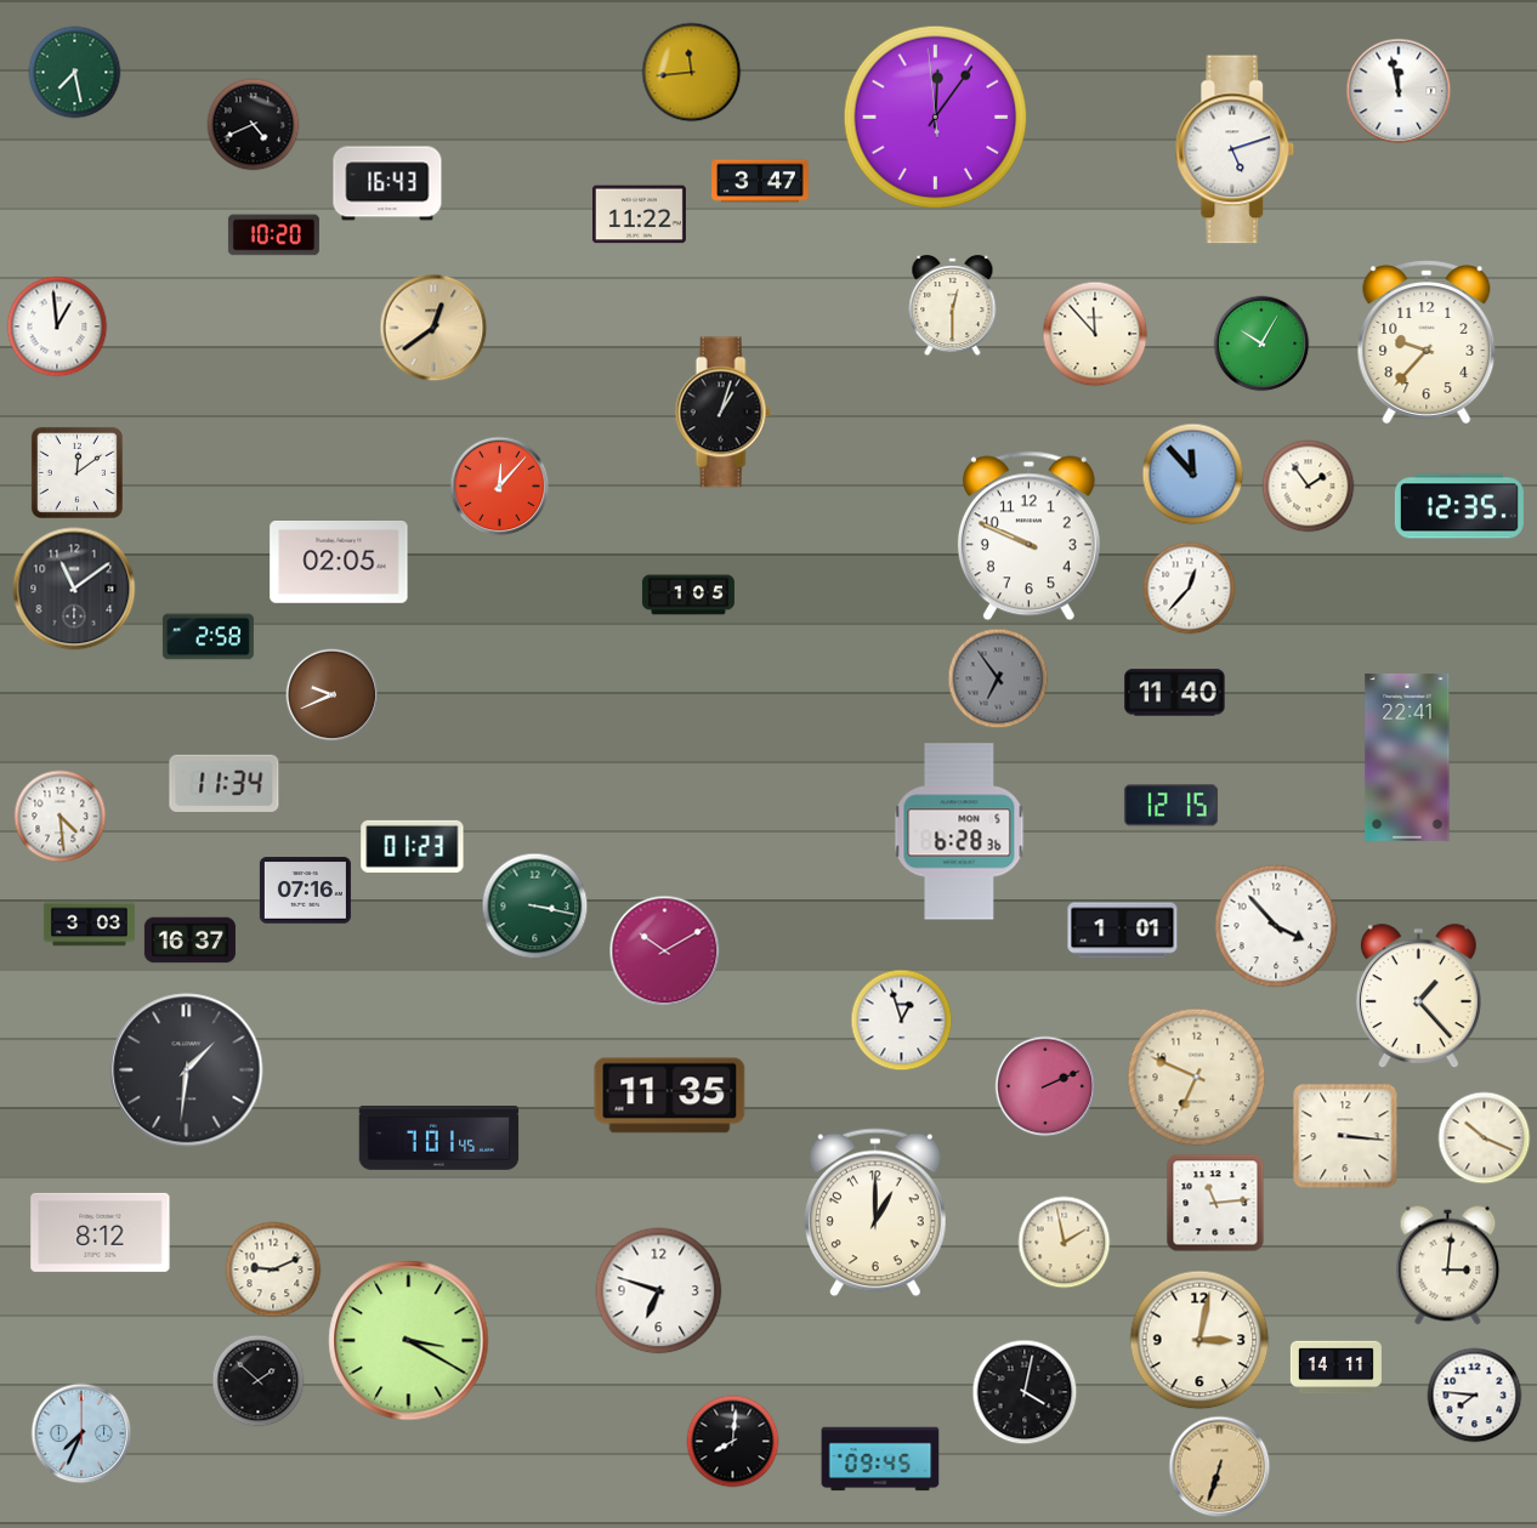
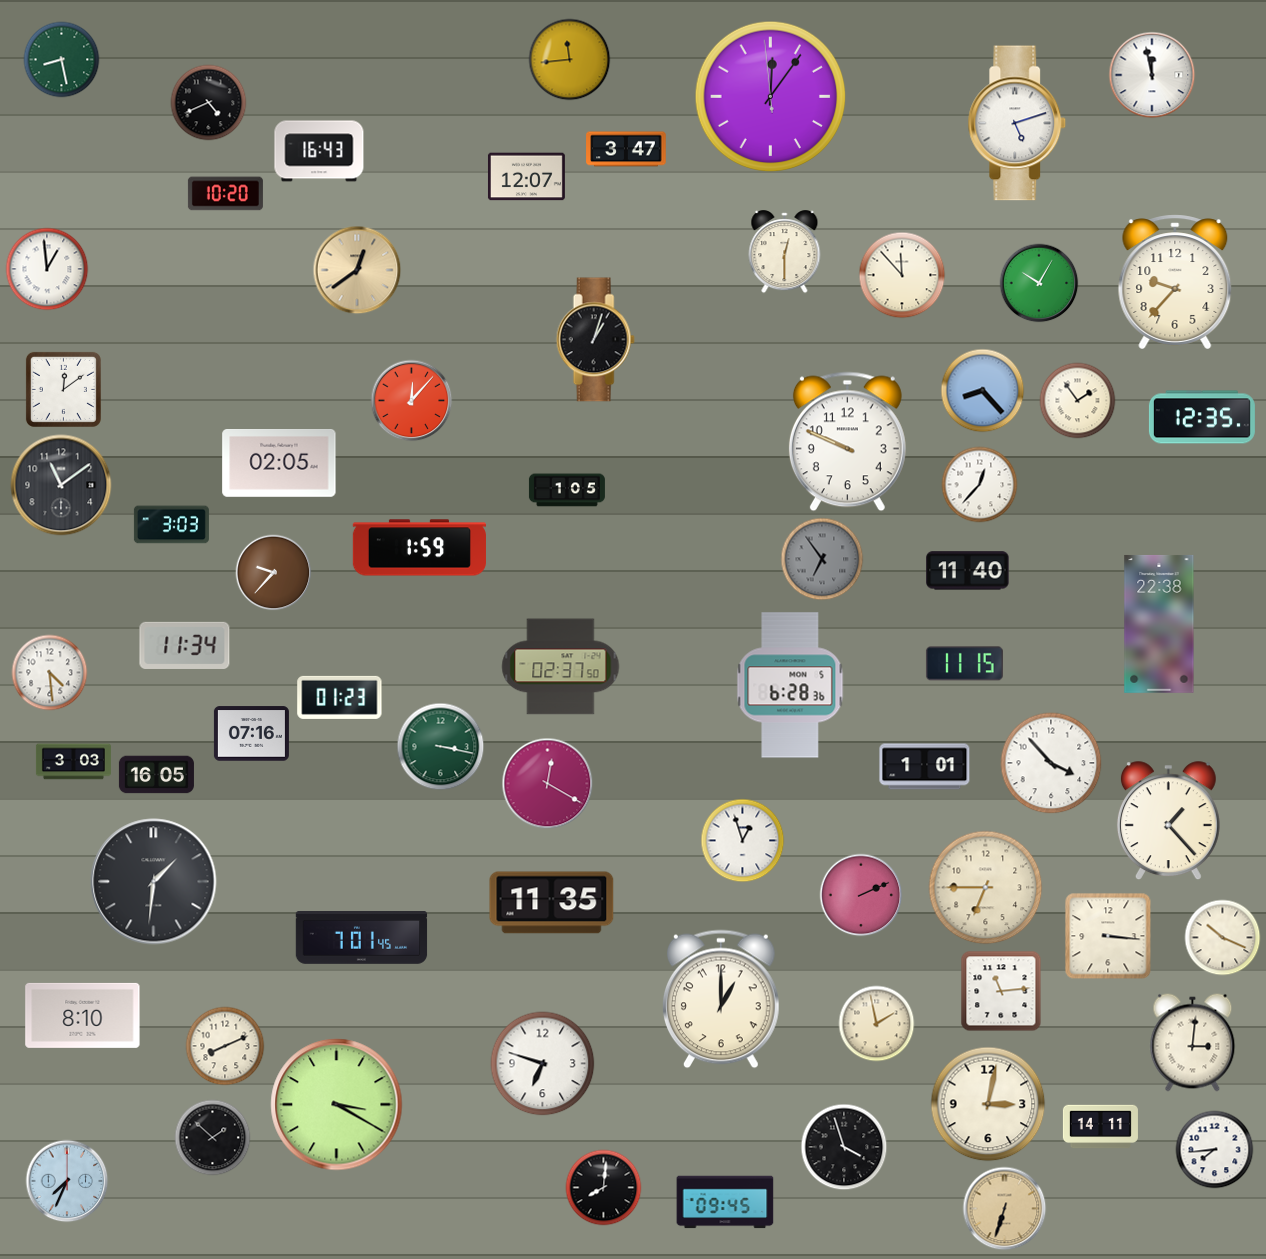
clock at (75, 73): 7:28 -> 8:28
clock at (639, 215): 11:22 -> 12:07
clock at (1193, 475): 11:53 -> 8:23
clock at (208, 637): 2:58 -> 3:03
clock at (419, 548): none -> 1:59
clock at (333, 695): 9:41 -> 9:37
clock at (1407, 757): 22:41 -> 22:38
clock at (1170, 806): 12:15 -> 11:15
clock at (561, 667): none -> 02:37
clock at (189, 941): 16:37 -> 16:05
clock at (665, 952): 10:10 -> 12:20
clock at (1197, 1078): 6:49 -> 6:45
clock at (101, 1232): 8:12 -> 8:10
clock at (273, 1269): 9:11 -> 8:11
clock at (1025, 1392): 4:02 -> 3:57
clock at (1475, 1396): 7:46 -> 7:44
